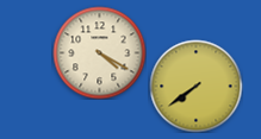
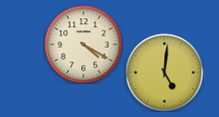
clock at (195, 86): 7:39 -> 5:01
